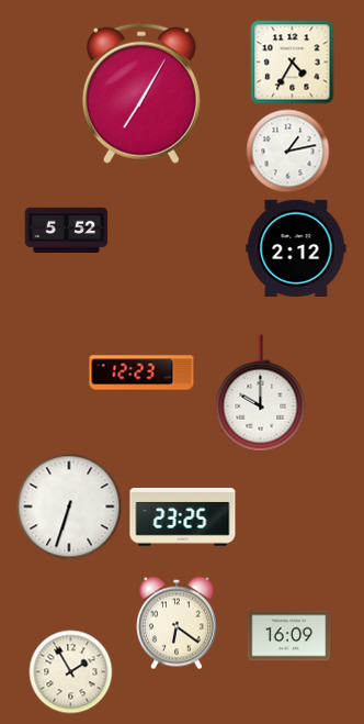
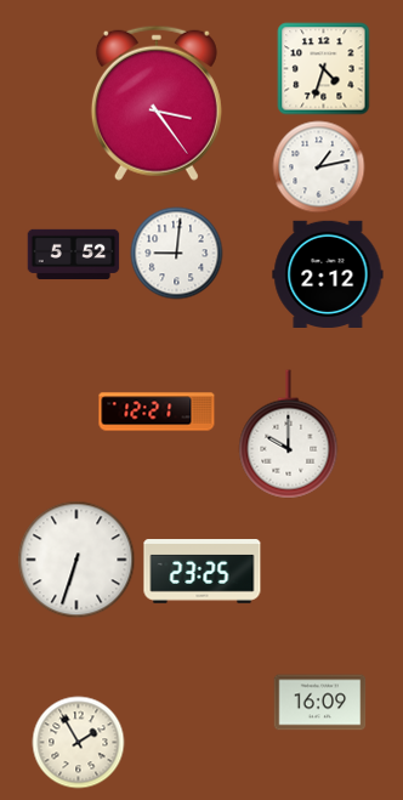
clock at (293, 63): 4:35 -> 4:33
clock at (141, 93): 7:05 -> 3:24
clock at (177, 254): none -> 9:01
clock at (141, 372): 12:23 -> 12:21
clock at (177, 623): 6:21 -> none
